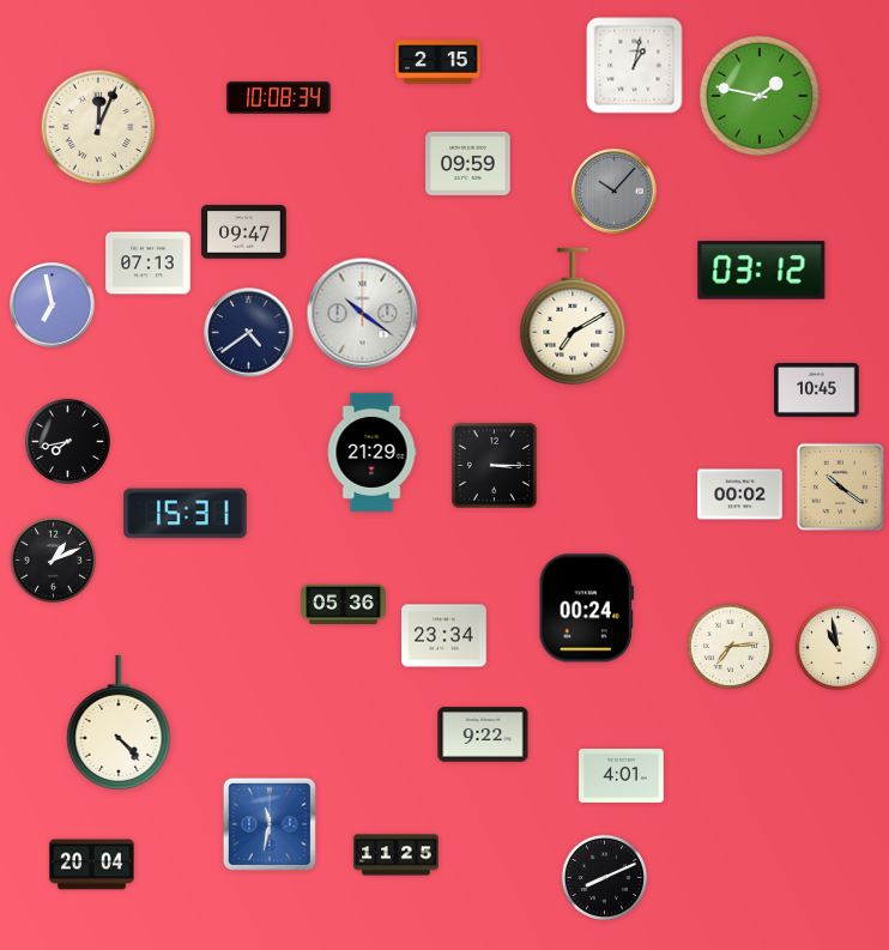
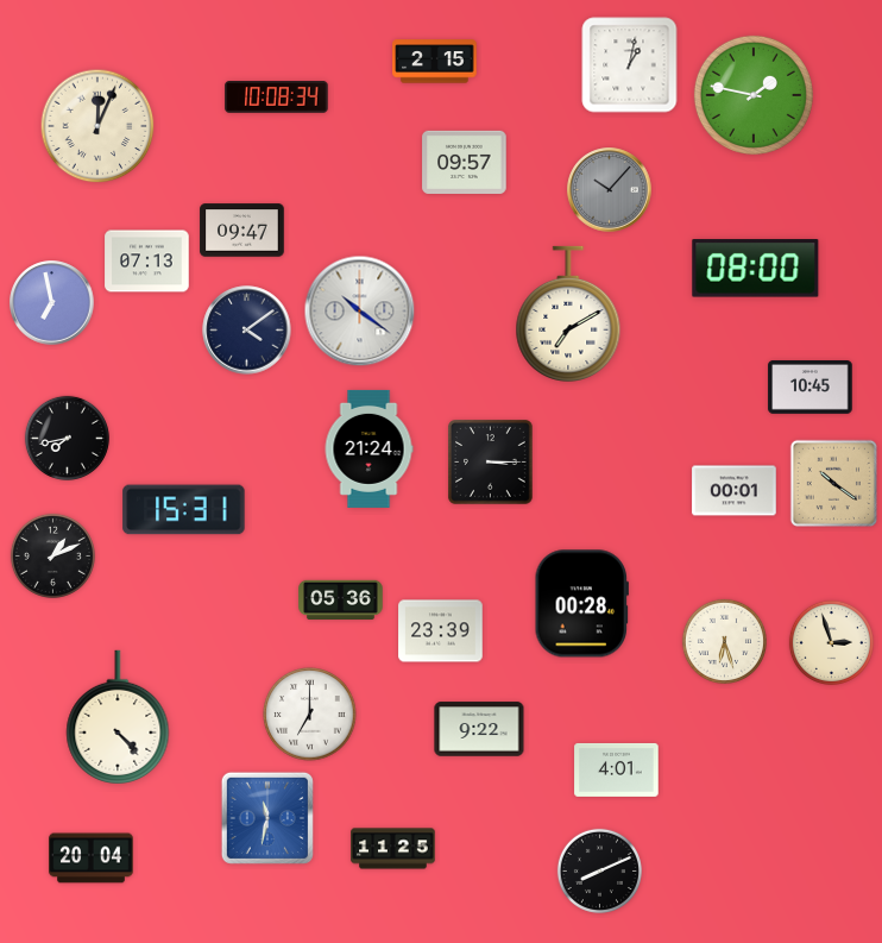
clock at (468, 163): 09:59 -> 09:57
clock at (762, 271): 03:12 -> 08:00
clock at (249, 333): 4:39 -> 4:09
clock at (371, 452): 21:29 -> 21:24
clock at (740, 495): 00:02 -> 00:01
clock at (586, 609): 00:24 -> 00:28
clock at (444, 636): 23:34 -> 23:39
clock at (730, 646): 7:14 -> 6:27
clock at (837, 647): 10:58 -> 2:57
clock at (310, 715): none -> 7:00
